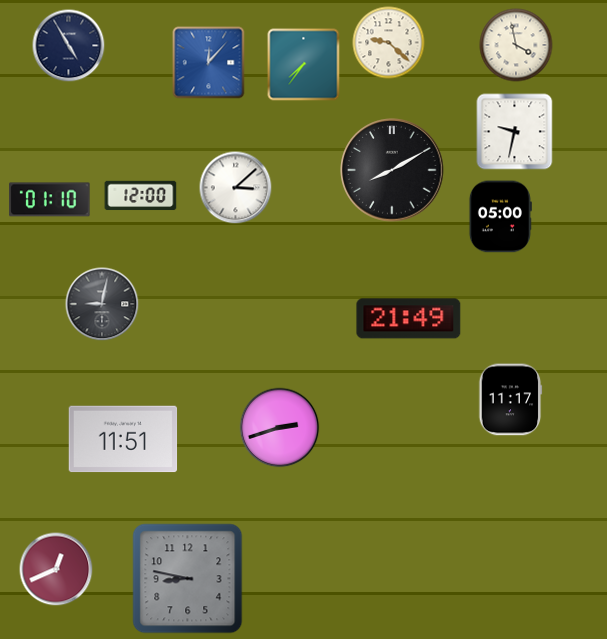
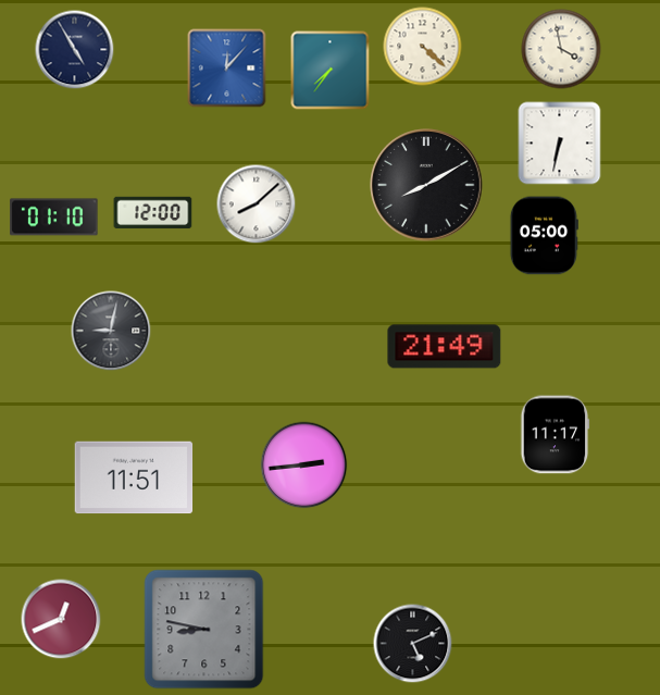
clock at (389, 43): 9:22 -> 4:22
clock at (515, 132): 9:32 -> 6:32
clock at (236, 188): 3:08 -> 8:08
clock at (280, 428): 2:42 -> 2:44
clock at (413, 644): none -> 5:11
